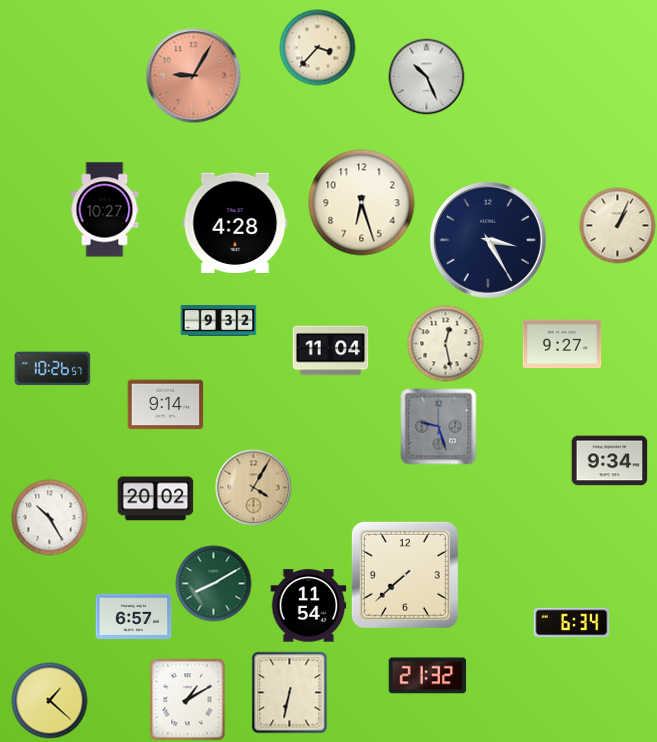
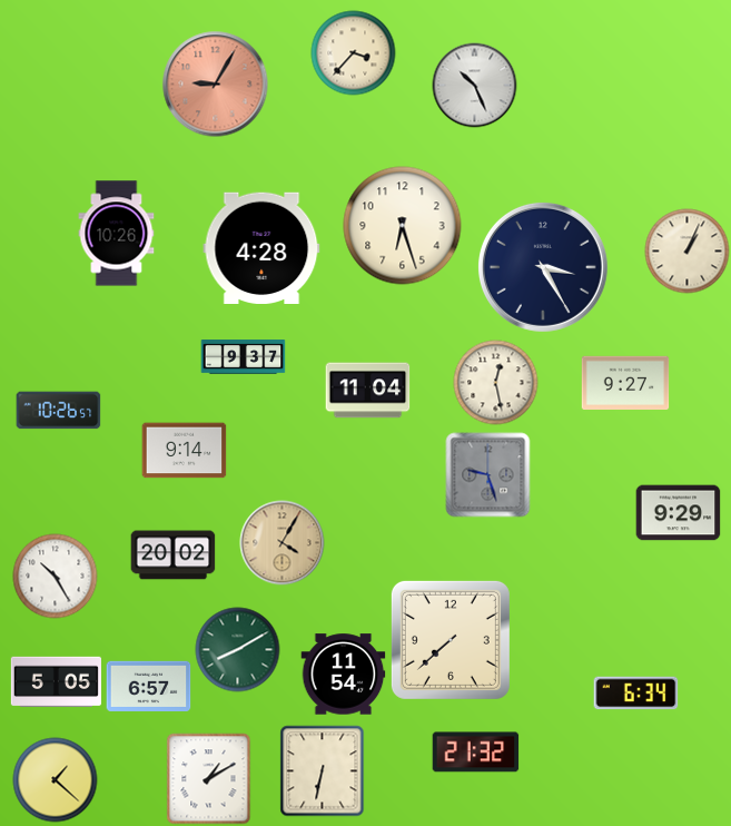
clock at (105, 210): 10:27 -> 10:26
clock at (219, 321): 9:32 -> 9:37
clock at (610, 461): 9:34 -> 9:29
clock at (56, 681): none -> 5:05
